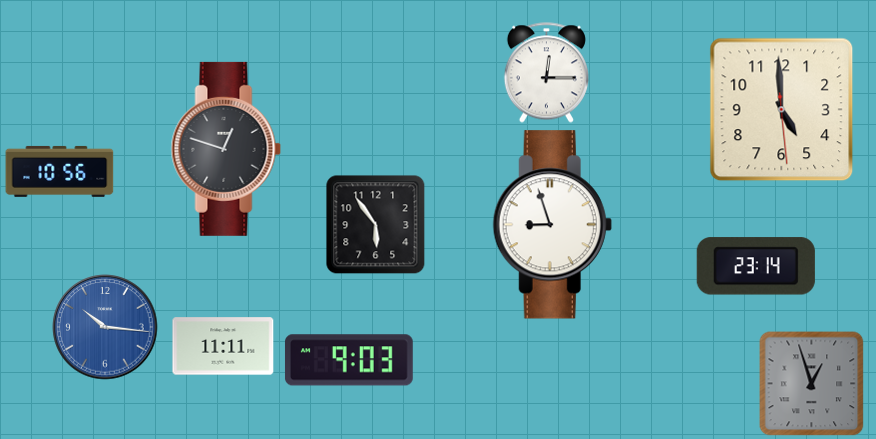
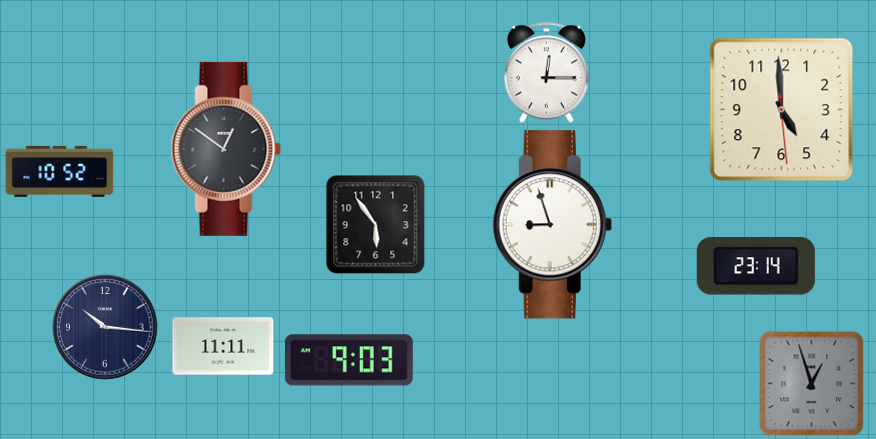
clock at (226, 149): 12:48 -> 12:51
clock at (60, 171): 10:56 -> 10:52
clock at (105, 327) dial: blue -> navy
